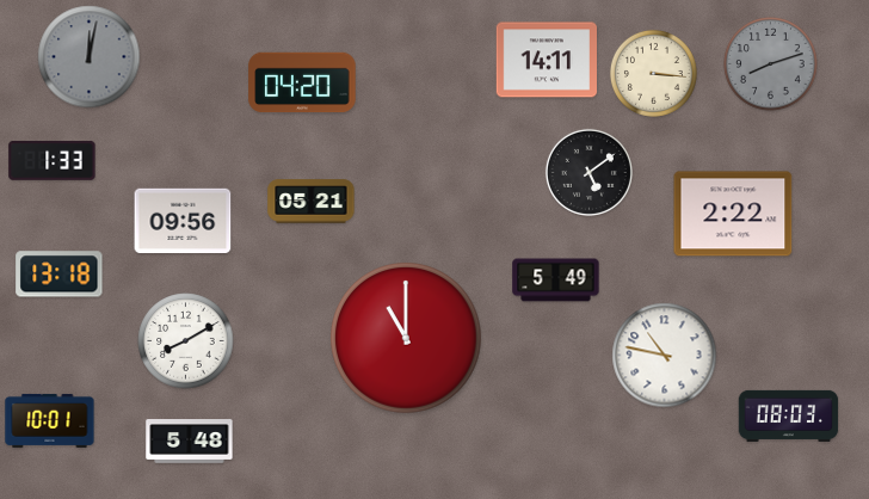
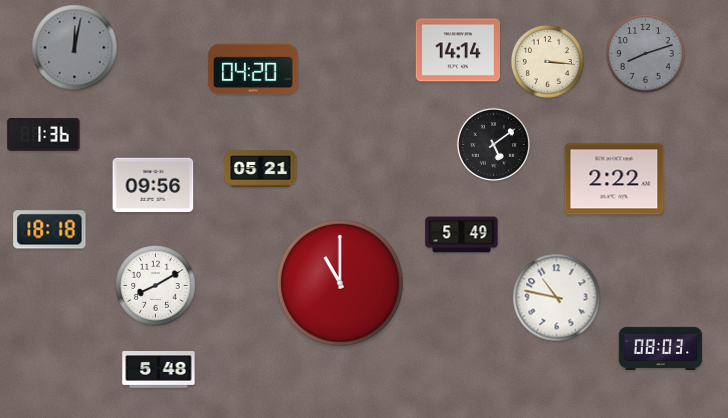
clock at (546, 60): 14:11 -> 14:14
clock at (53, 161): 1:33 -> 1:36
clock at (60, 275): 13:18 -> 18:18
clock at (556, 281) position: (556, 281) -> (462, 235)
clock at (50, 420): 10:01 -> none
